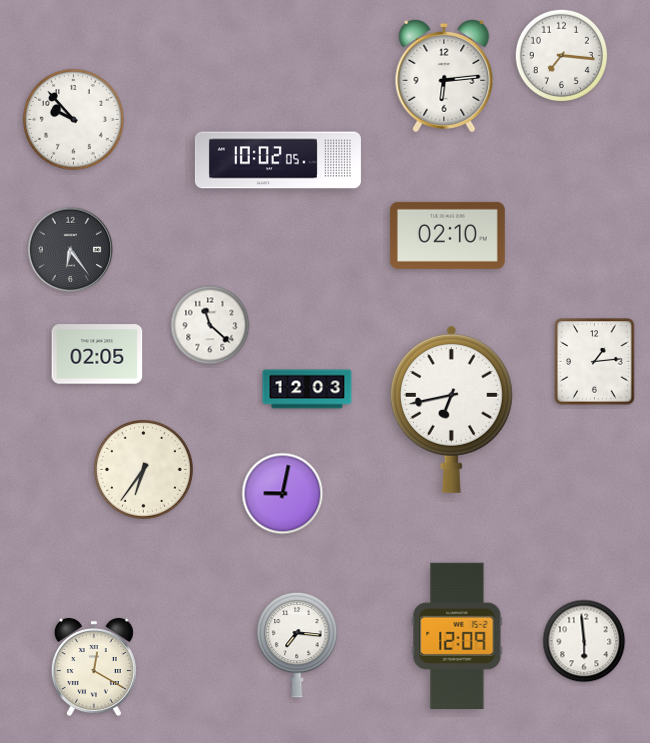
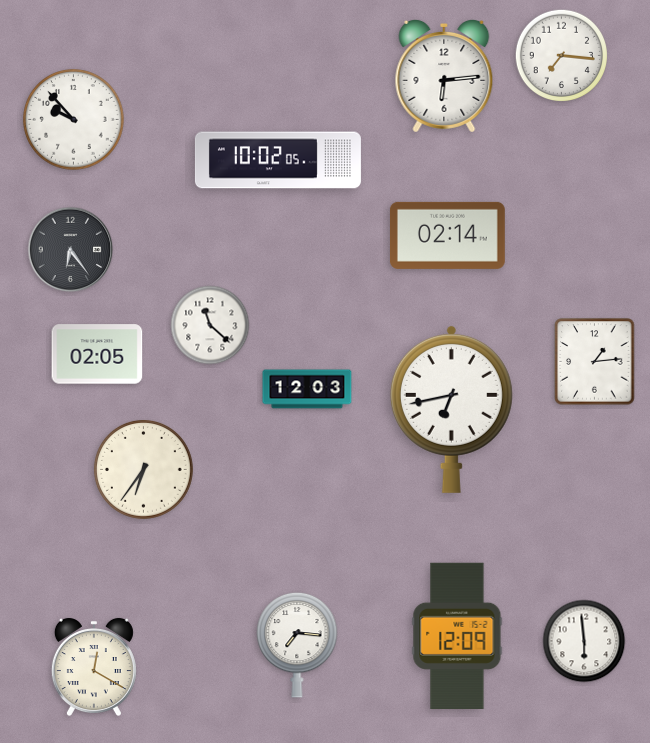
clock at (447, 235): 02:10 -> 02:14
clock at (283, 494): 9:02 -> none
